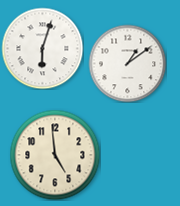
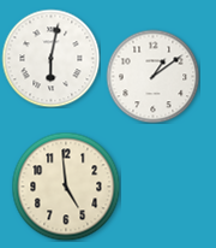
clock at (42, 48): 6:03 -> 6:02
